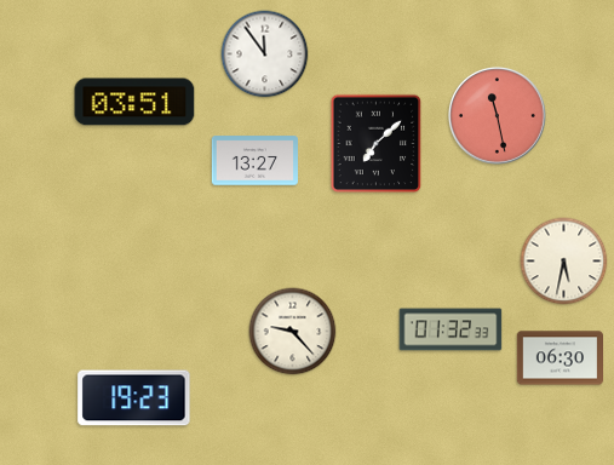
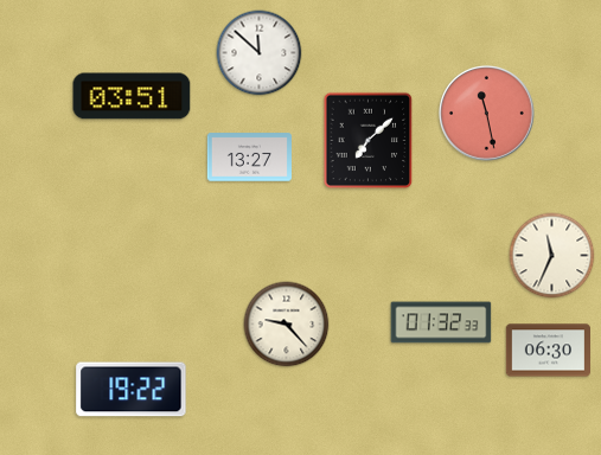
clock at (265, 54): 11:54 -> 11:52
clock at (134, 102) position: (134, 102) -> (132, 96)
clock at (564, 262): 5:32 -> 11:34
clock at (134, 398): 19:23 -> 19:22
